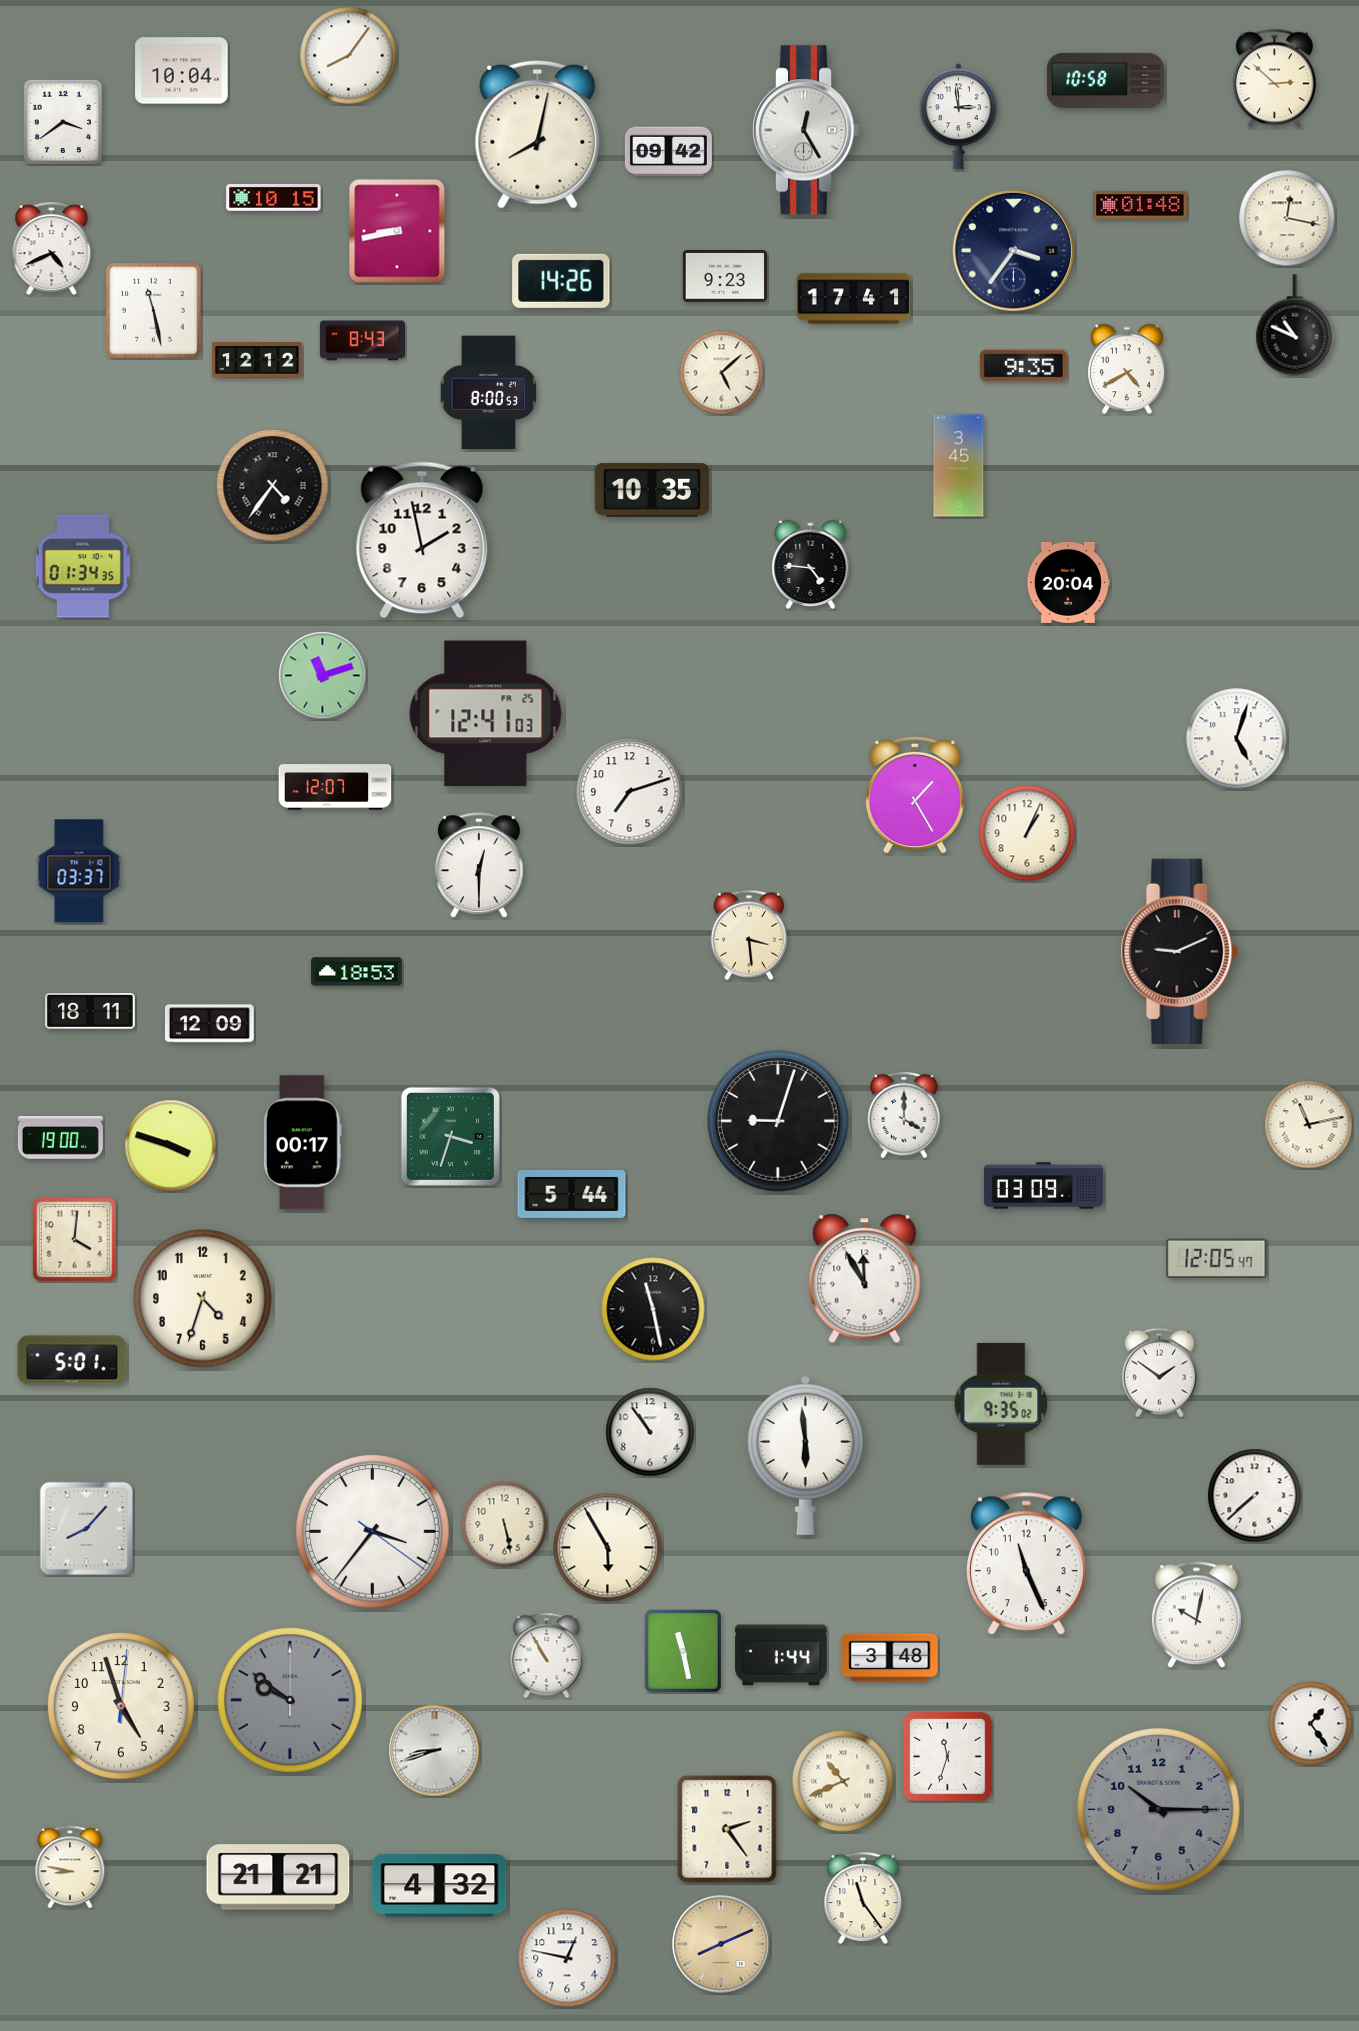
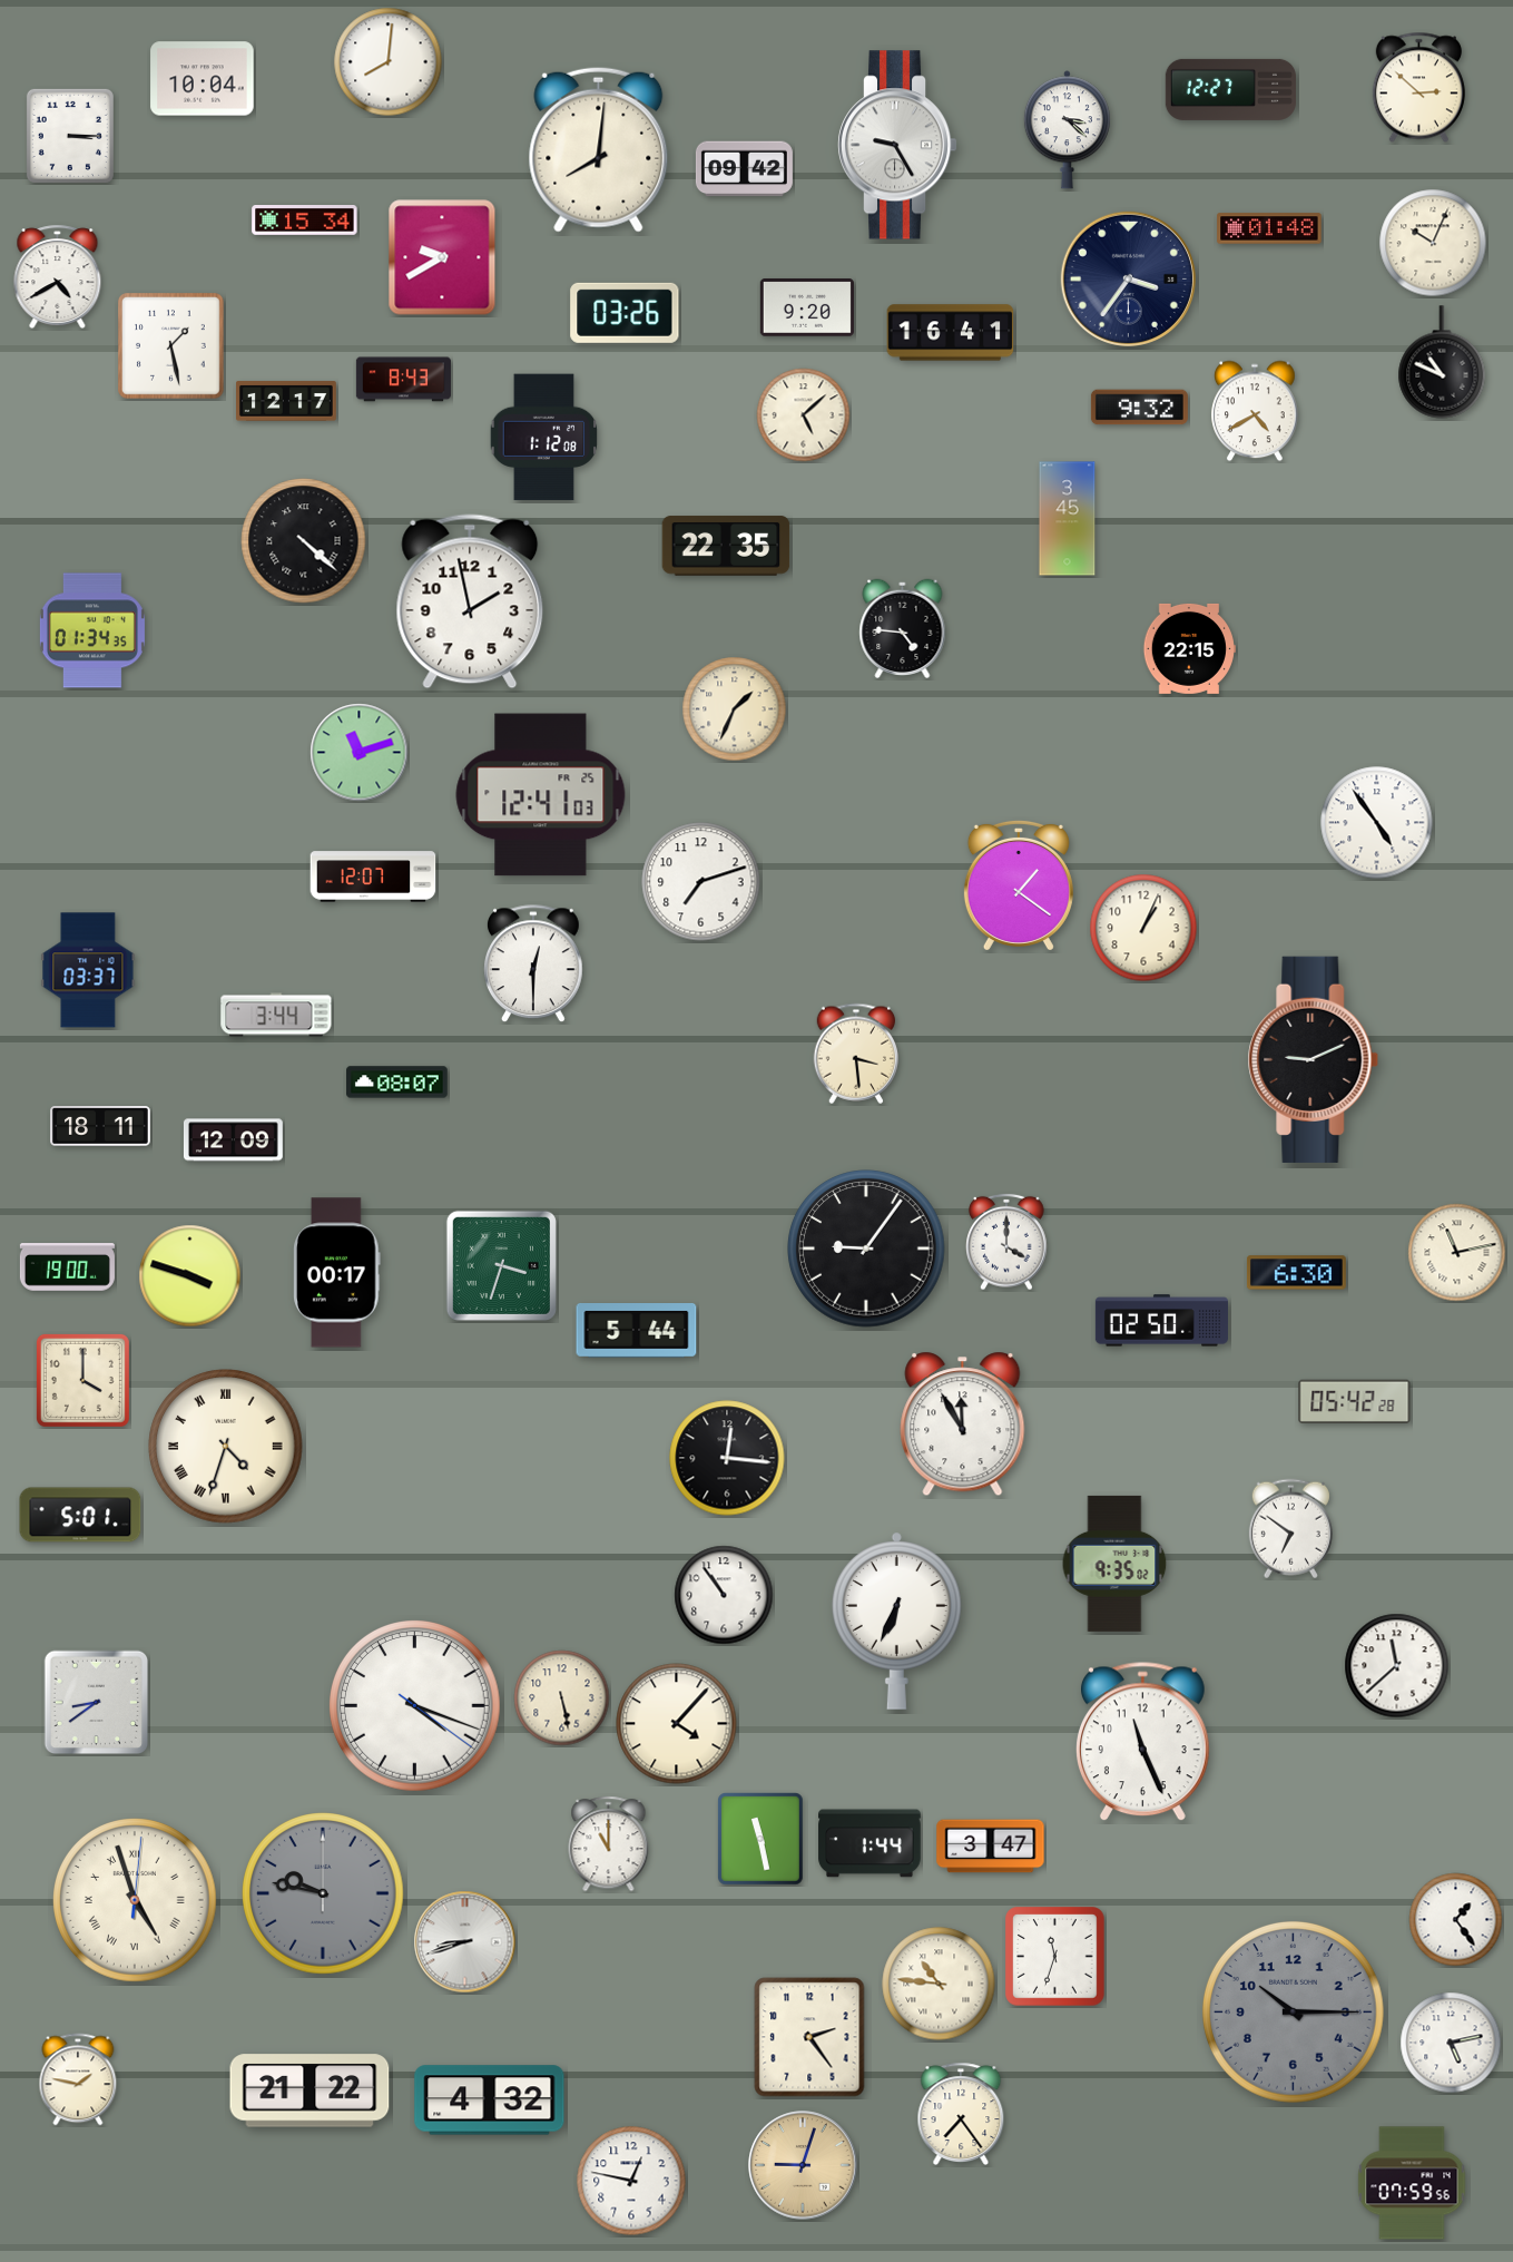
clock at (349, 56): 8:06 -> 8:01
clock at (1105, 80): 10:58 -> 12:27
clock at (958, 117): 2:59 -> 3:22
clock at (63, 122): 3:39 -> 3:15
clock at (806, 130): 12:25 -> 9:25
clock at (538, 134): 8:02 -> 8:01
clock at (274, 198): 10:15 -> 15:34
clock at (1287, 218): 12:17 -> 10:04
clock at (397, 231): 8:43 -> 9:40
clock at (52, 249): 4:41 -> 4:40
clock at (725, 276): 9:23 -> 9:20
clock at (561, 281): 14:26 -> 03:26
clock at (854, 299): 17:41 -> 16:41
clock at (154, 311): 11:28 -> 1:28
clock at (257, 360): 12:12 -> 12:17
clock at (1023, 366): 9:35 -> 9:32
clock at (489, 393): 8:00 -> 1:12
clock at (273, 486): 4:36 -> 4:22
clock at (652, 490): 10:35 -> 22:35
clock at (1068, 582): 20:04 -> 22:15
clock at (735, 709): none -> 1:34
clock at (1237, 739): 5:03 -> 4:54
clock at (915, 794): 1:25 -> 1:21
clock at (276, 1015): none -> 3:44
clock at (748, 935) position: (748, 935) -> (855, 1054)
clock at (357, 972): 18:53 -> 08:07
clock at (778, 1121): 9:03 -> 9:06
clock at (1296, 1273): none -> 6:30
clock at (1043, 1186): 03:09 -> 02:50
clock at (74, 1239): 4:01 -> 4:00
clock at (1217, 1258): 12:05 -> 05:42
clock at (203, 1299) numerals: Arabic -> Roman
clock at (653, 1309): 11:28 -> 12:16
clock at (1159, 1373): 1:51 -> 6:51
clock at (805, 1455): 5:59 -> 6:34
clock at (1255, 1496): 7:38 -> 11:38
clock at (87, 1529): 8:07 -> 8:39
clock at (373, 1532): 3:36 -> 4:18
clock at (608, 1548): 5:55 -> 4:07
clock at (1196, 1615): 10:02 -> none
clock at (547, 1656): 10:55 -> 11:00
clock at (890, 1658): 3:48 -> 3:47
clock at (290, 1700): 9:51 -> 9:47
clock at (121, 1706) numerals: Arabic -> Roman
clock at (1311, 1724) position: (1311, 1724) -> (1456, 1920)
clock at (435, 1751) position: (435, 1751) -> (465, 1942)
clock at (843, 1781): 10:41 -> 10:46
clock at (1158, 1809) position: (1158, 1809) -> (1293, 2011)
clock at (1451, 2043): none -> 5:13
clock at (70, 1867): 8:47 -> 1:47
clock at (278, 1877): 21:21 -> 21:22
clock at (863, 1897): 11:24 -> 7:24
clock at (721, 1944): 8:11 -> 9:03
clock at (1412, 2183): none -> 07:59
